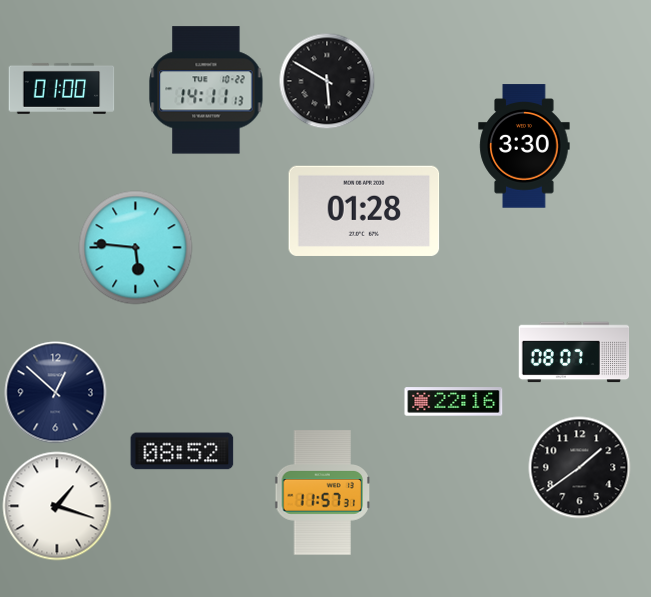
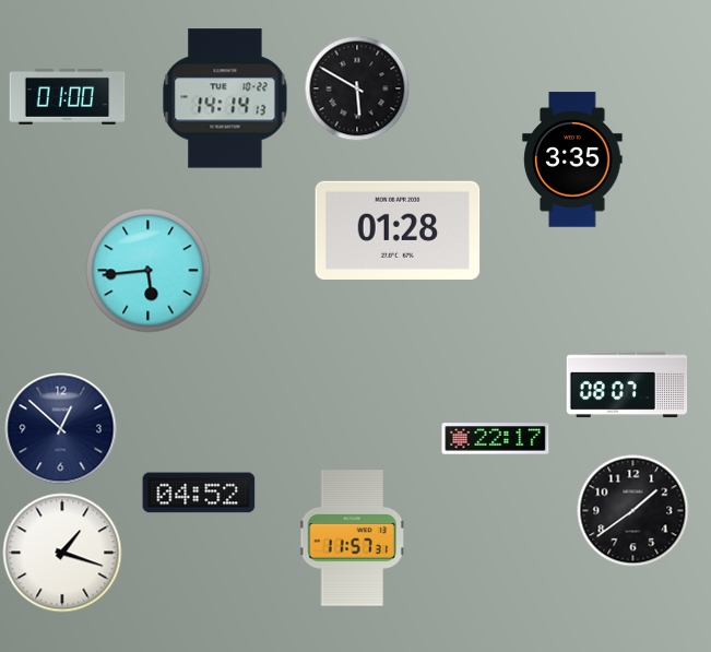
clock at (206, 90): 14:11 -> 14:14
clock at (524, 146): 3:30 -> 3:35
clock at (136, 248): 5:46 -> 5:44
clock at (454, 402): 22:16 -> 22:17
clock at (182, 451): 08:52 -> 04:52
